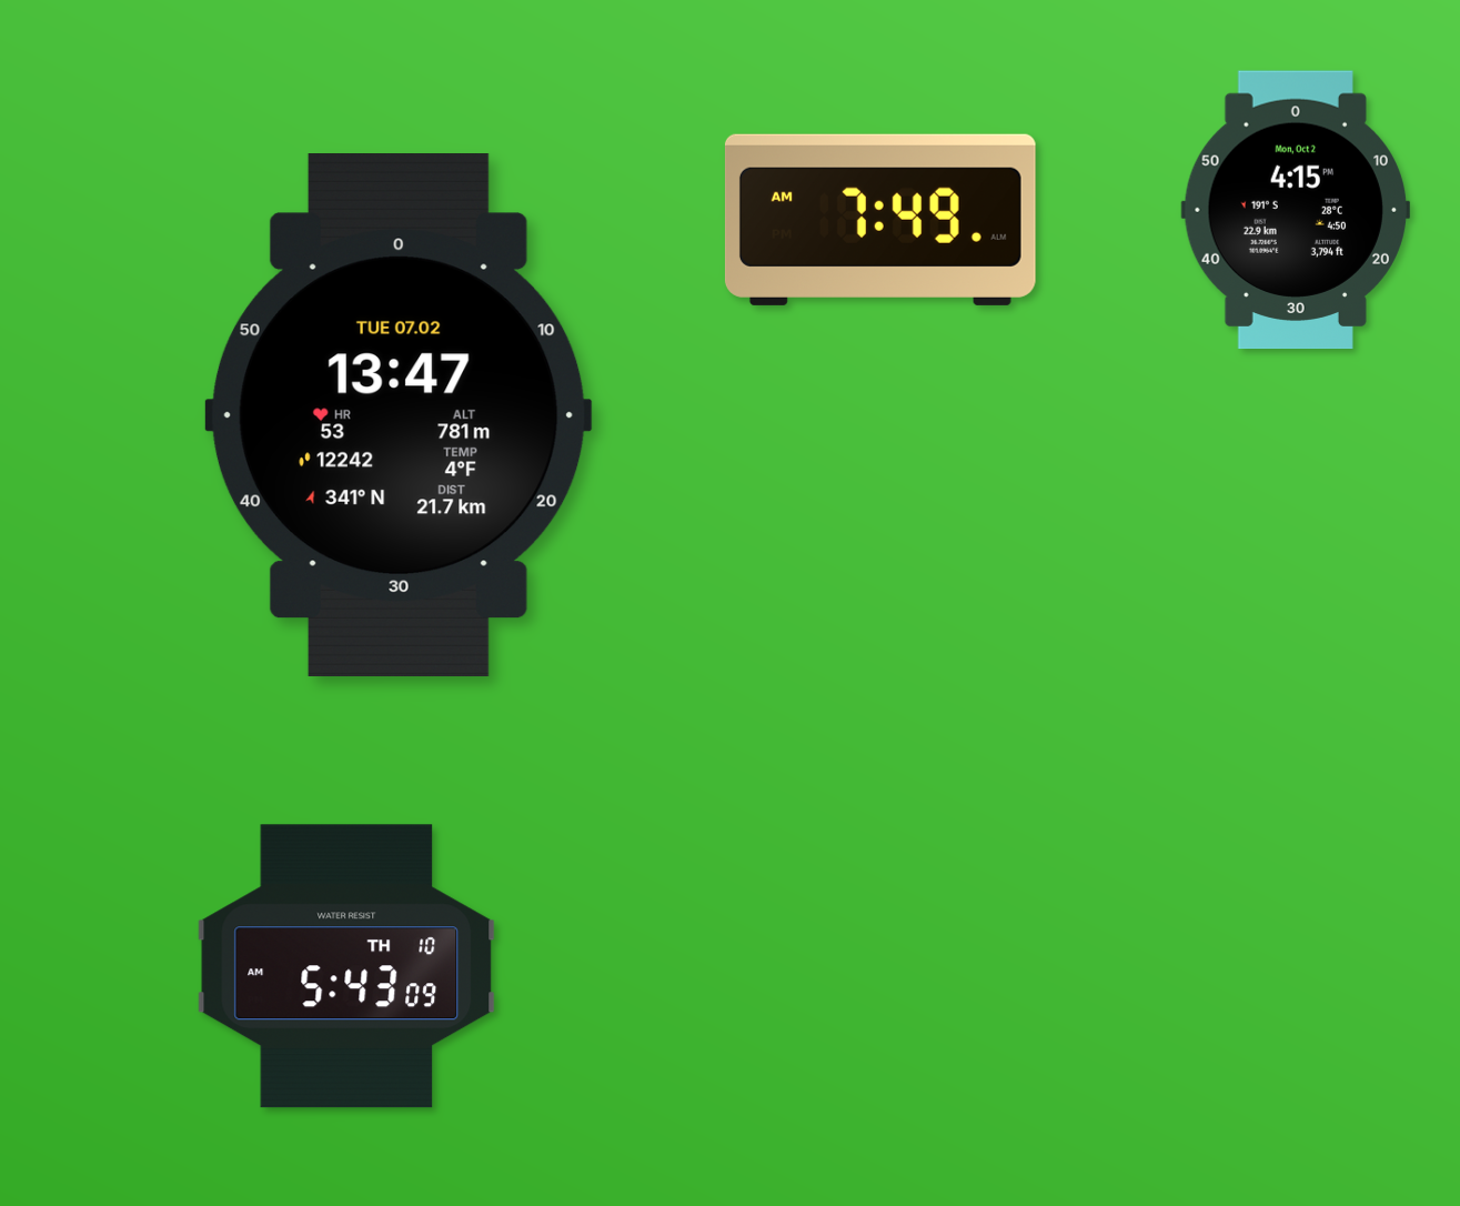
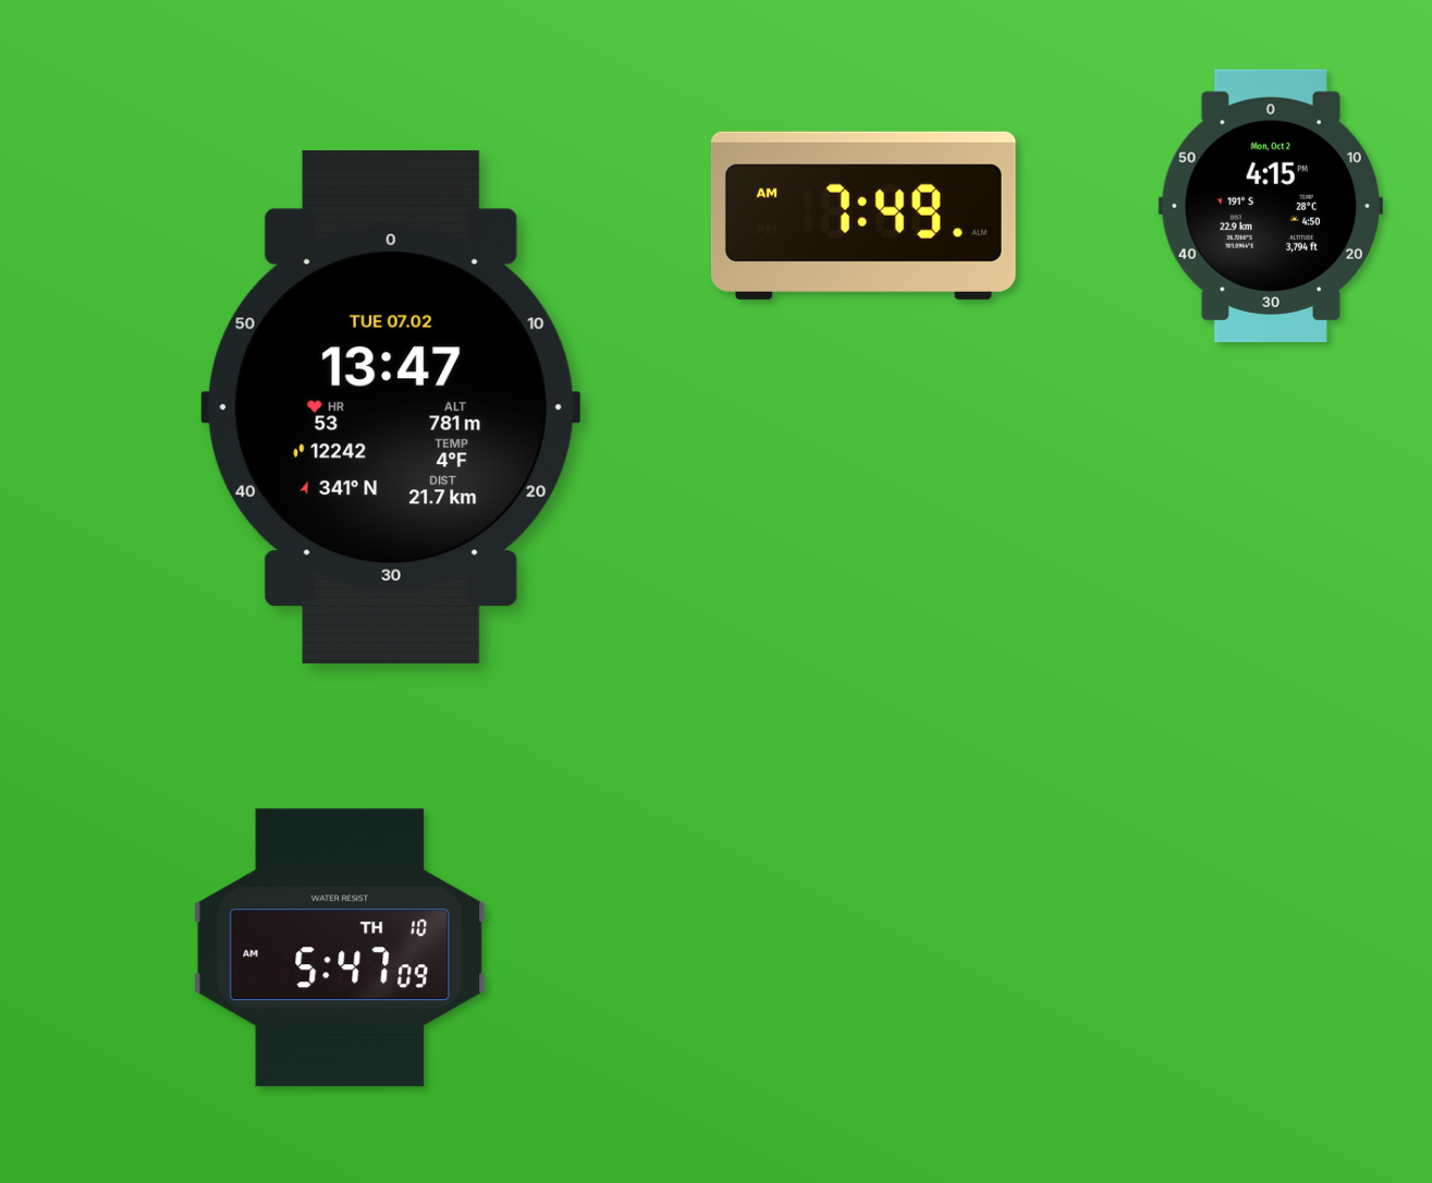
clock at (346, 966): 5:43 -> 5:47
